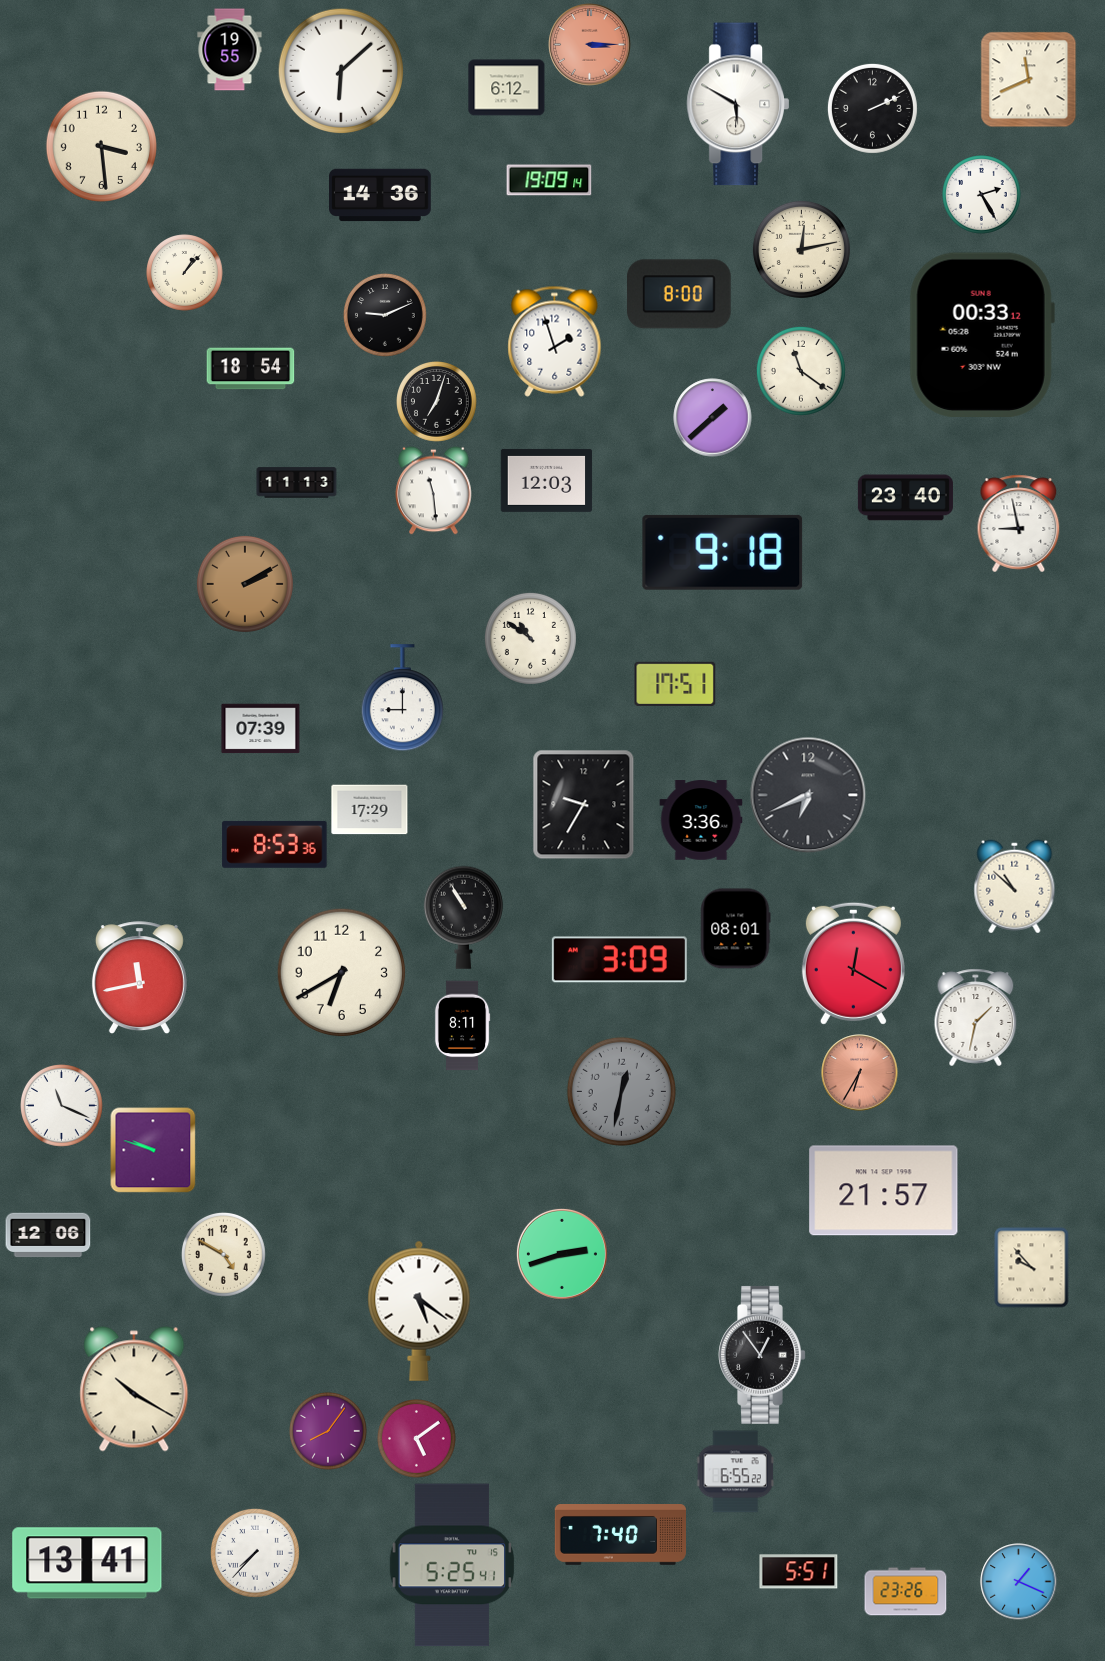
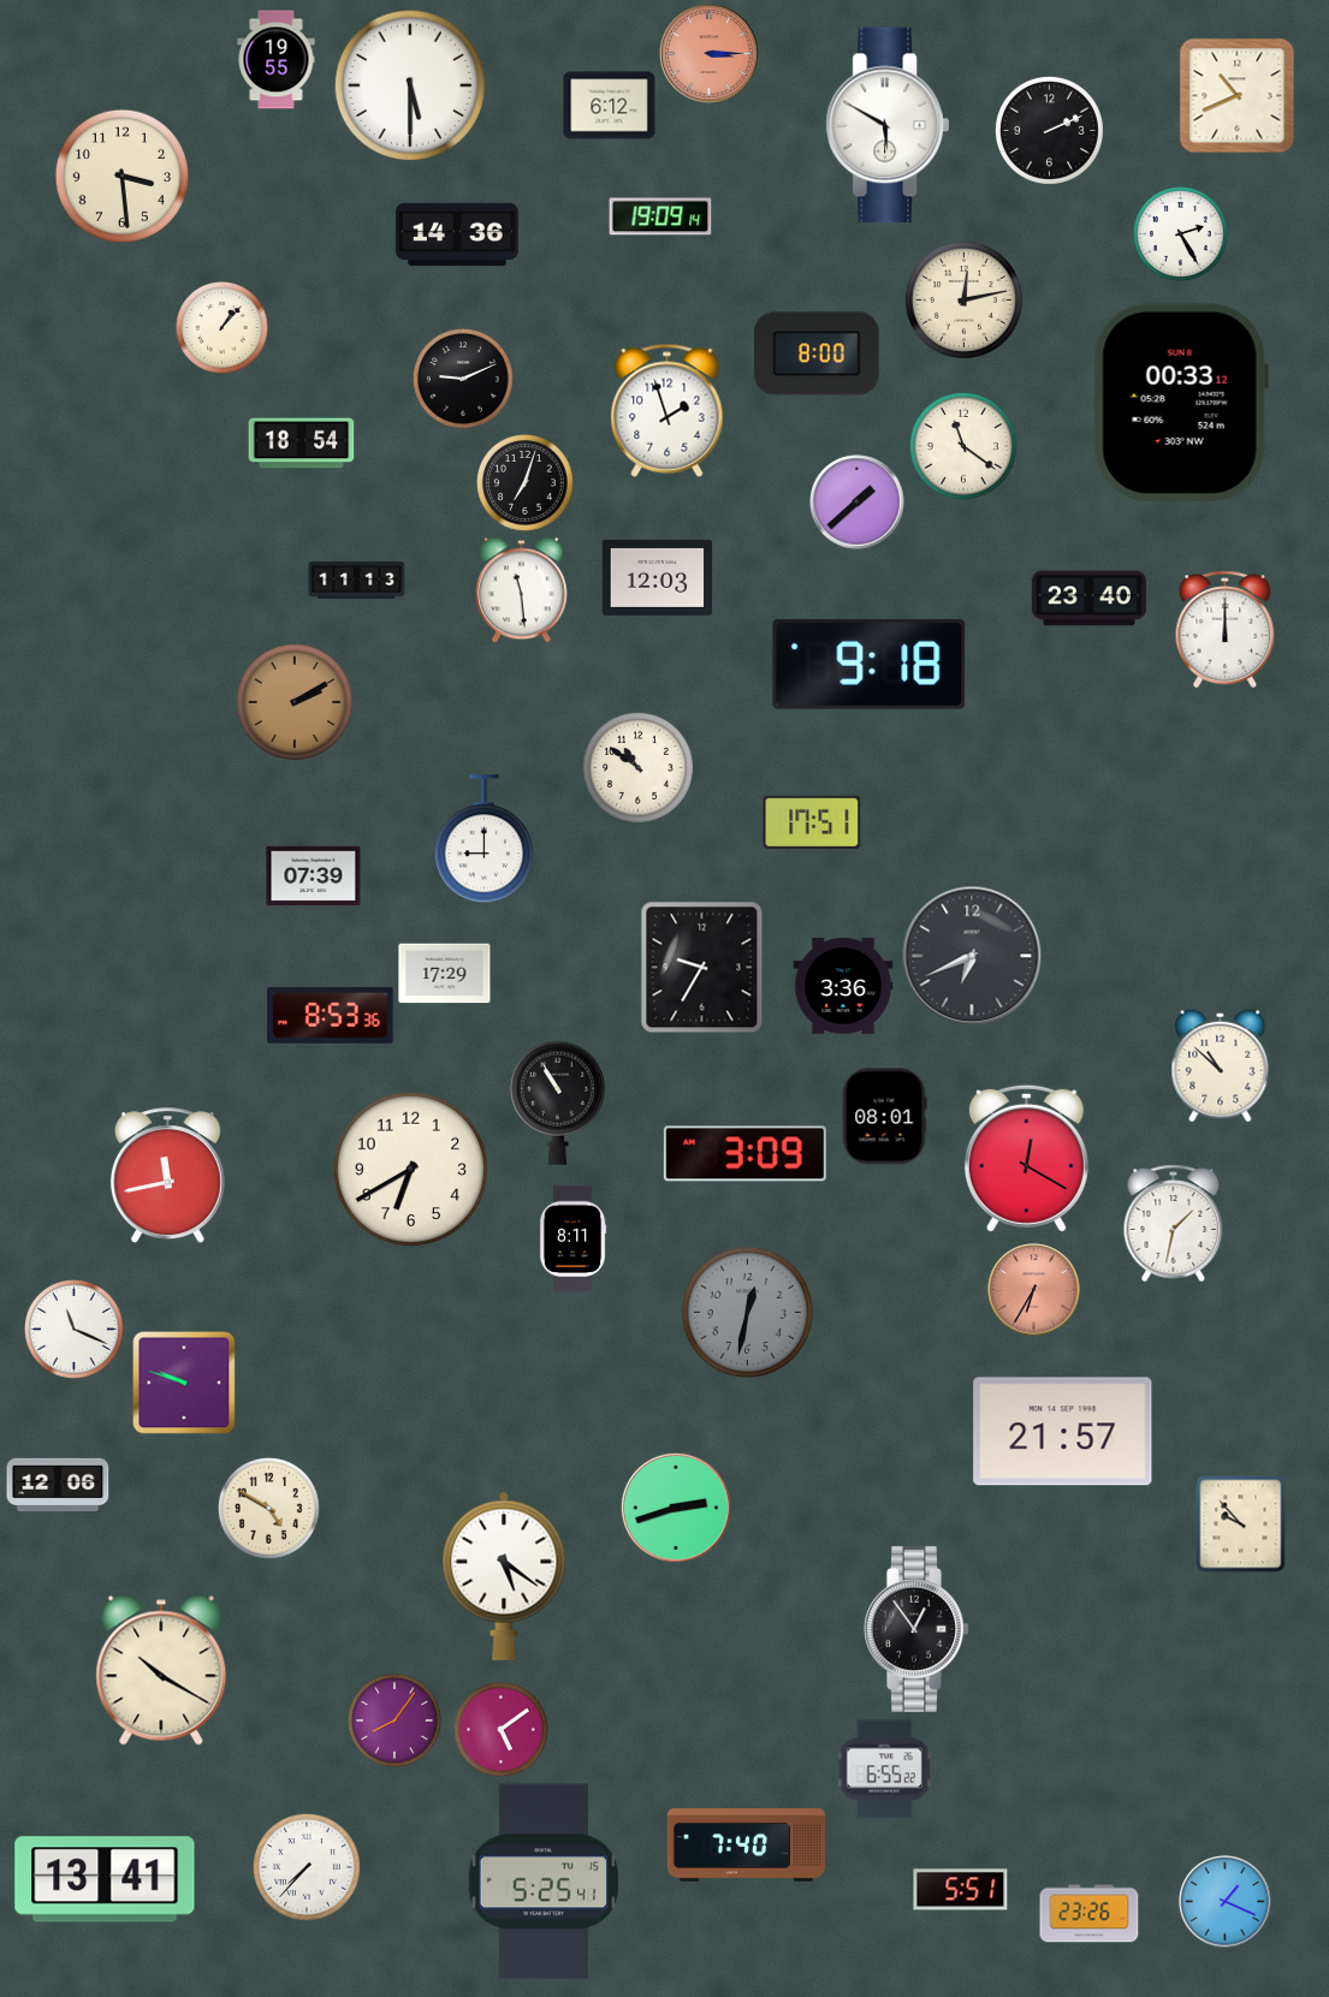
clock at (340, 70): 6:08 -> 5:30
clock at (1029, 80): 11:41 -> 10:41
clock at (1019, 524): 8:58 -> 12:00
clock at (462, 1026) position: (462, 1026) -> (572, 1240)
